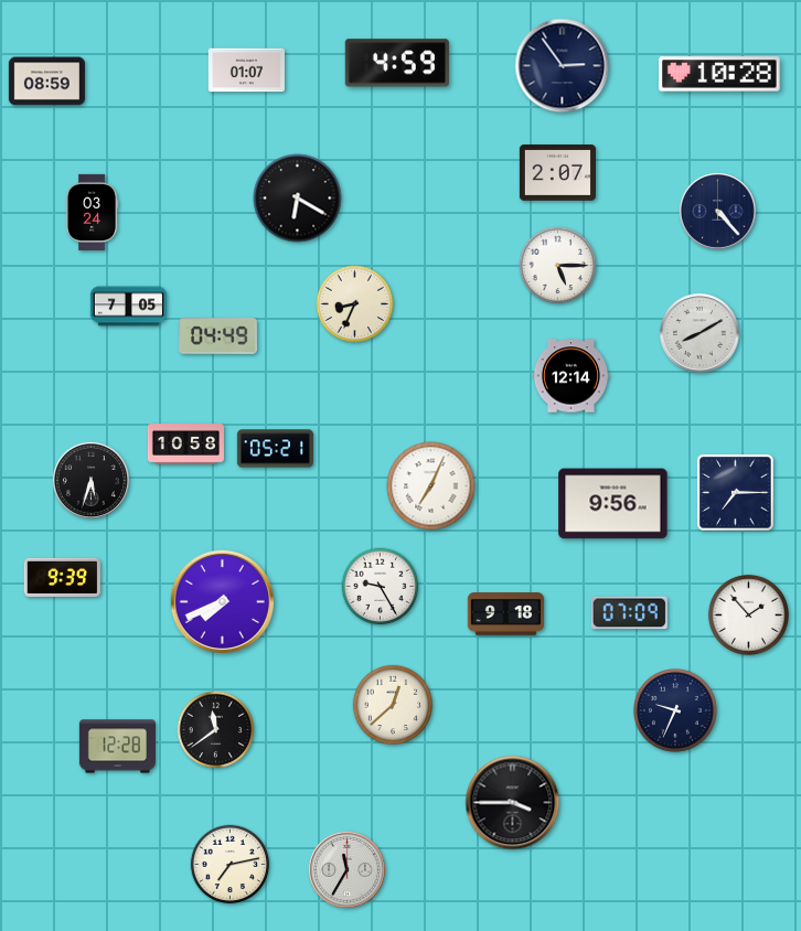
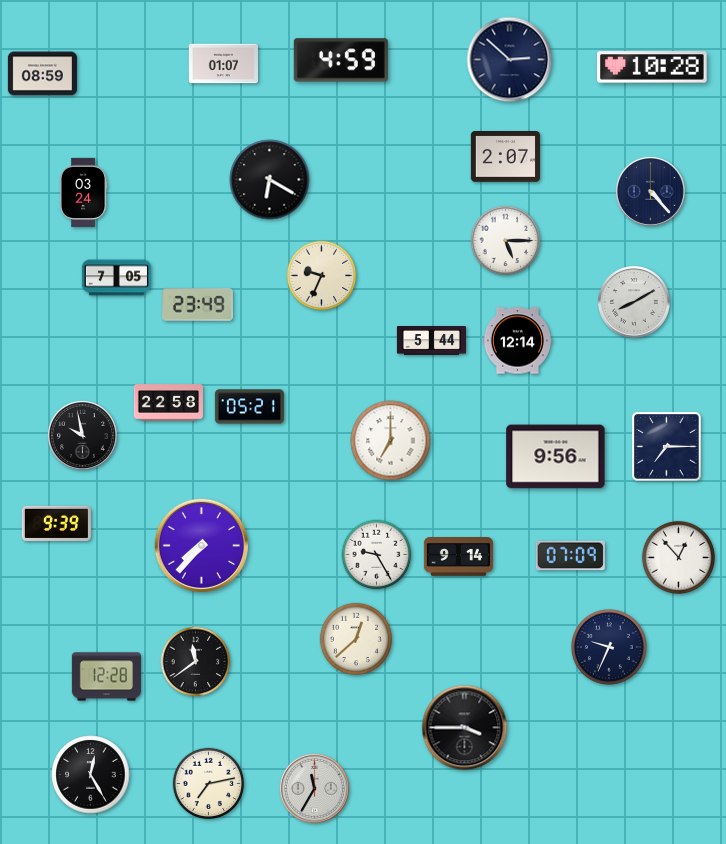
clock at (397, 63) position: (397, 63) -> (341, 60)
clock at (563, 66): 2:54 -> 2:52
clock at (355, 304): 8:34 -> 9:34
clock at (218, 336): 04:49 -> 23:49
clock at (431, 341): none -> 5:44
clock at (185, 445): 10:58 -> 22:58
clock at (90, 480): 5:33 -> 9:58
clock at (431, 486): 7:04 -> 7:00
clock at (381, 587) position: (381, 587) -> (377, 555)
clock at (222, 601): 7:41 -> 7:37
clock at (505, 614): 9:18 -> 9:14
clock at (748, 614): 1:53 -> 12:53
clock at (676, 711) position: (676, 711) -> (610, 648)
clock at (91, 775): none -> 12:25
